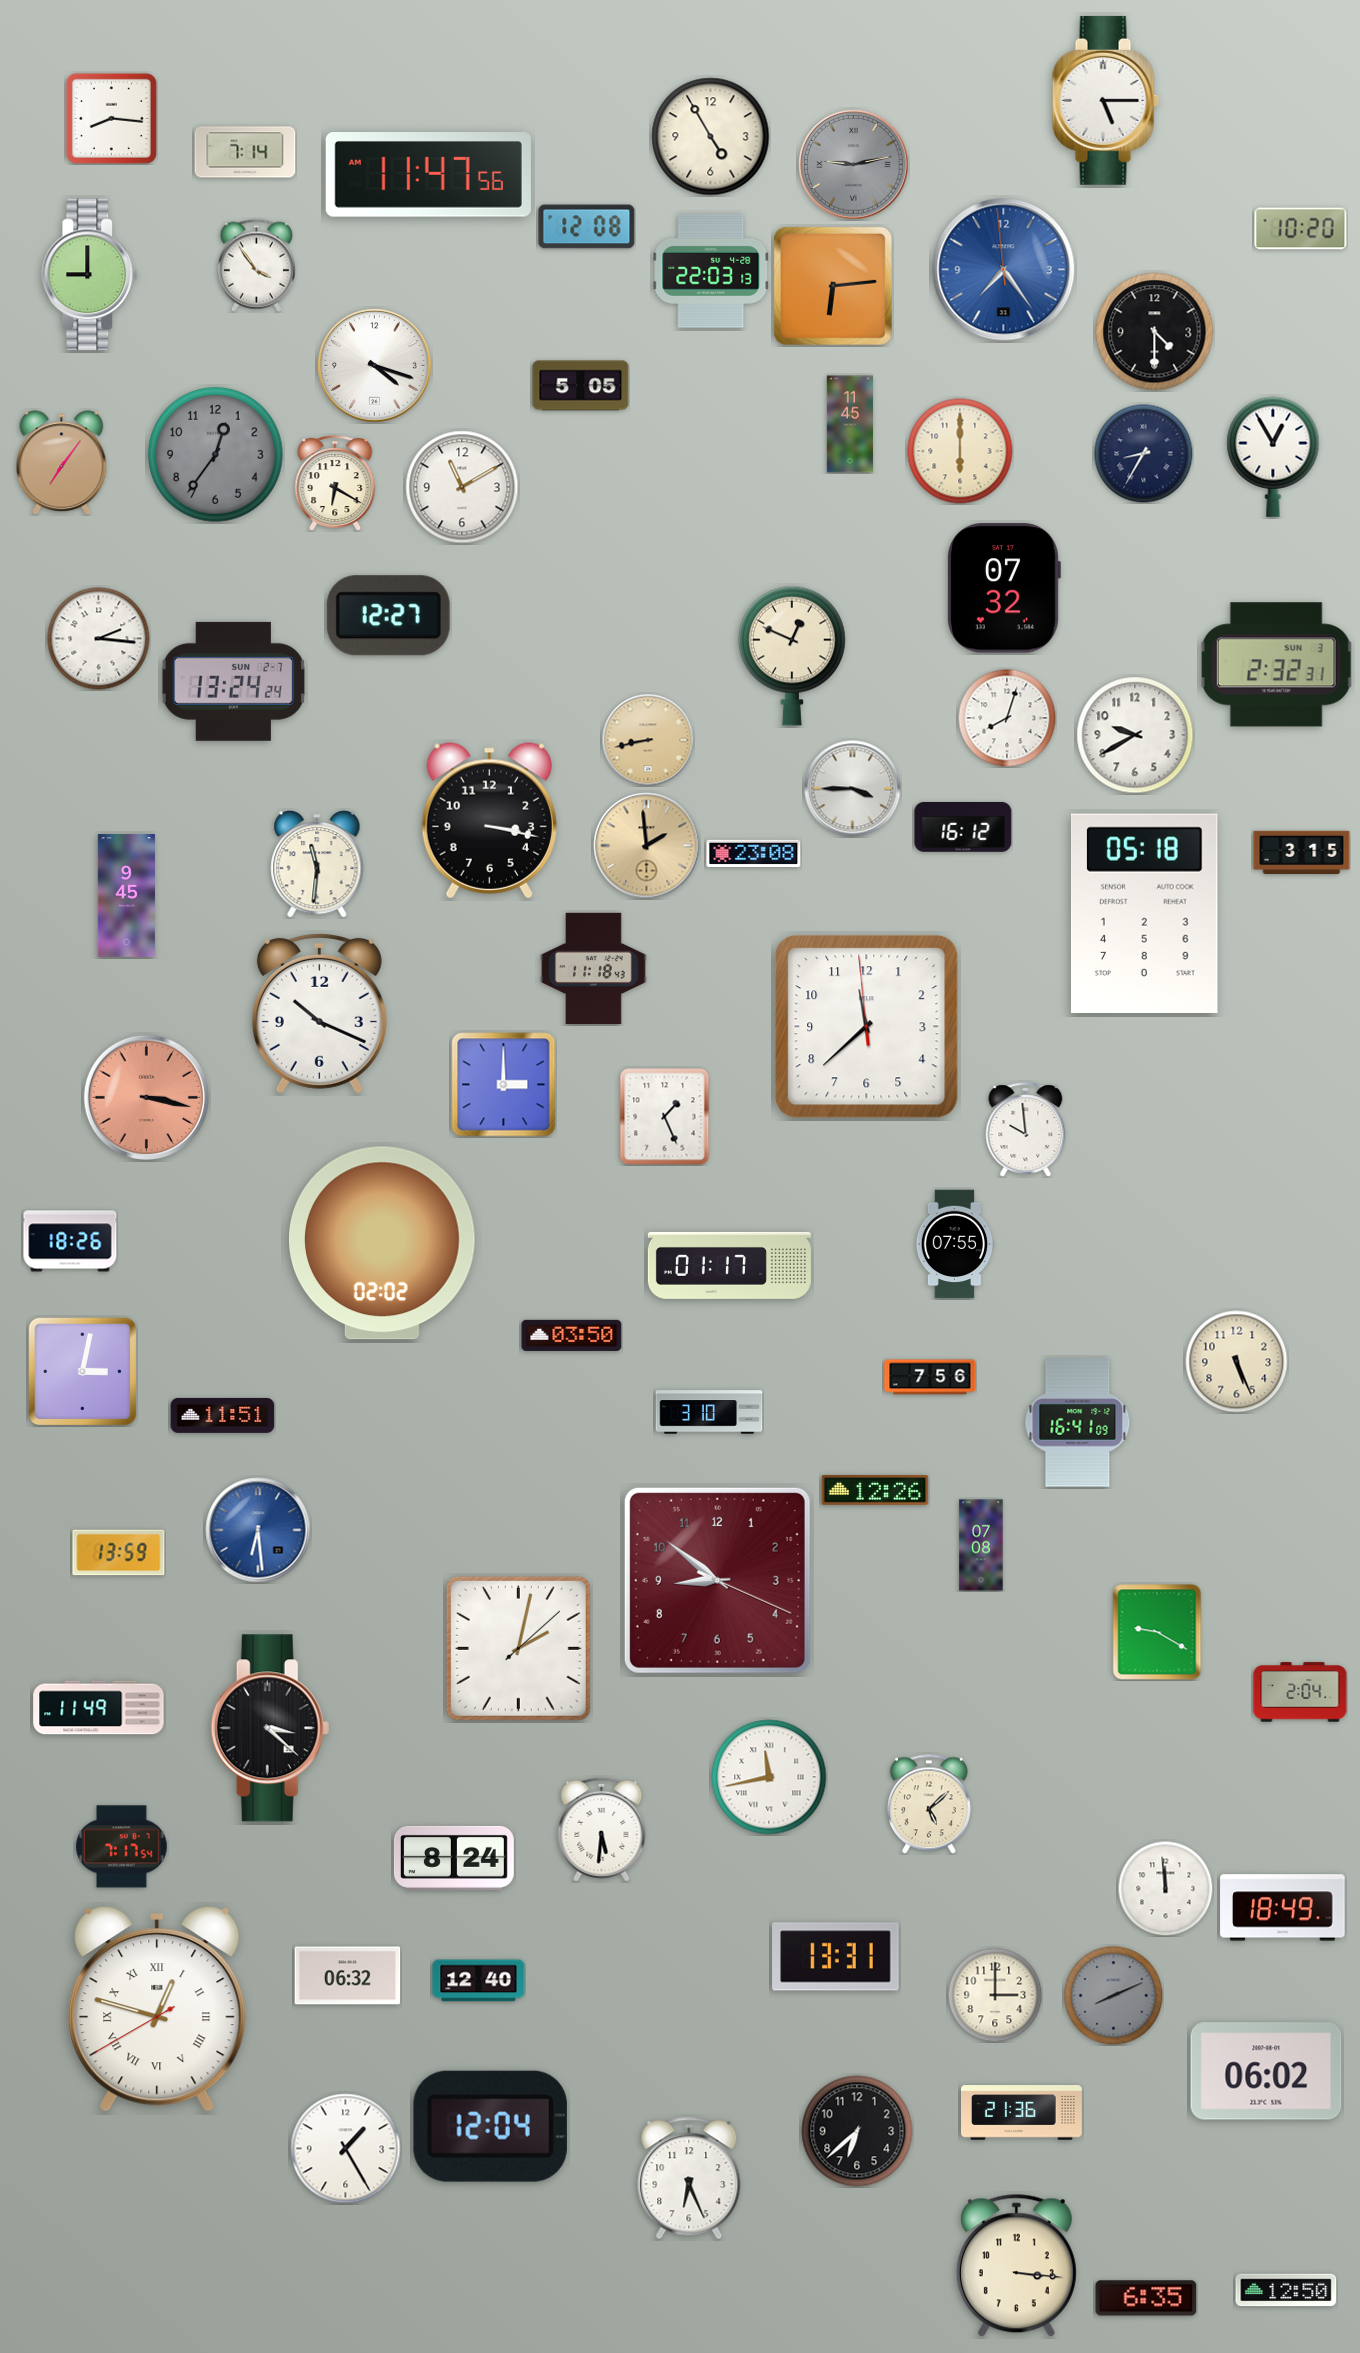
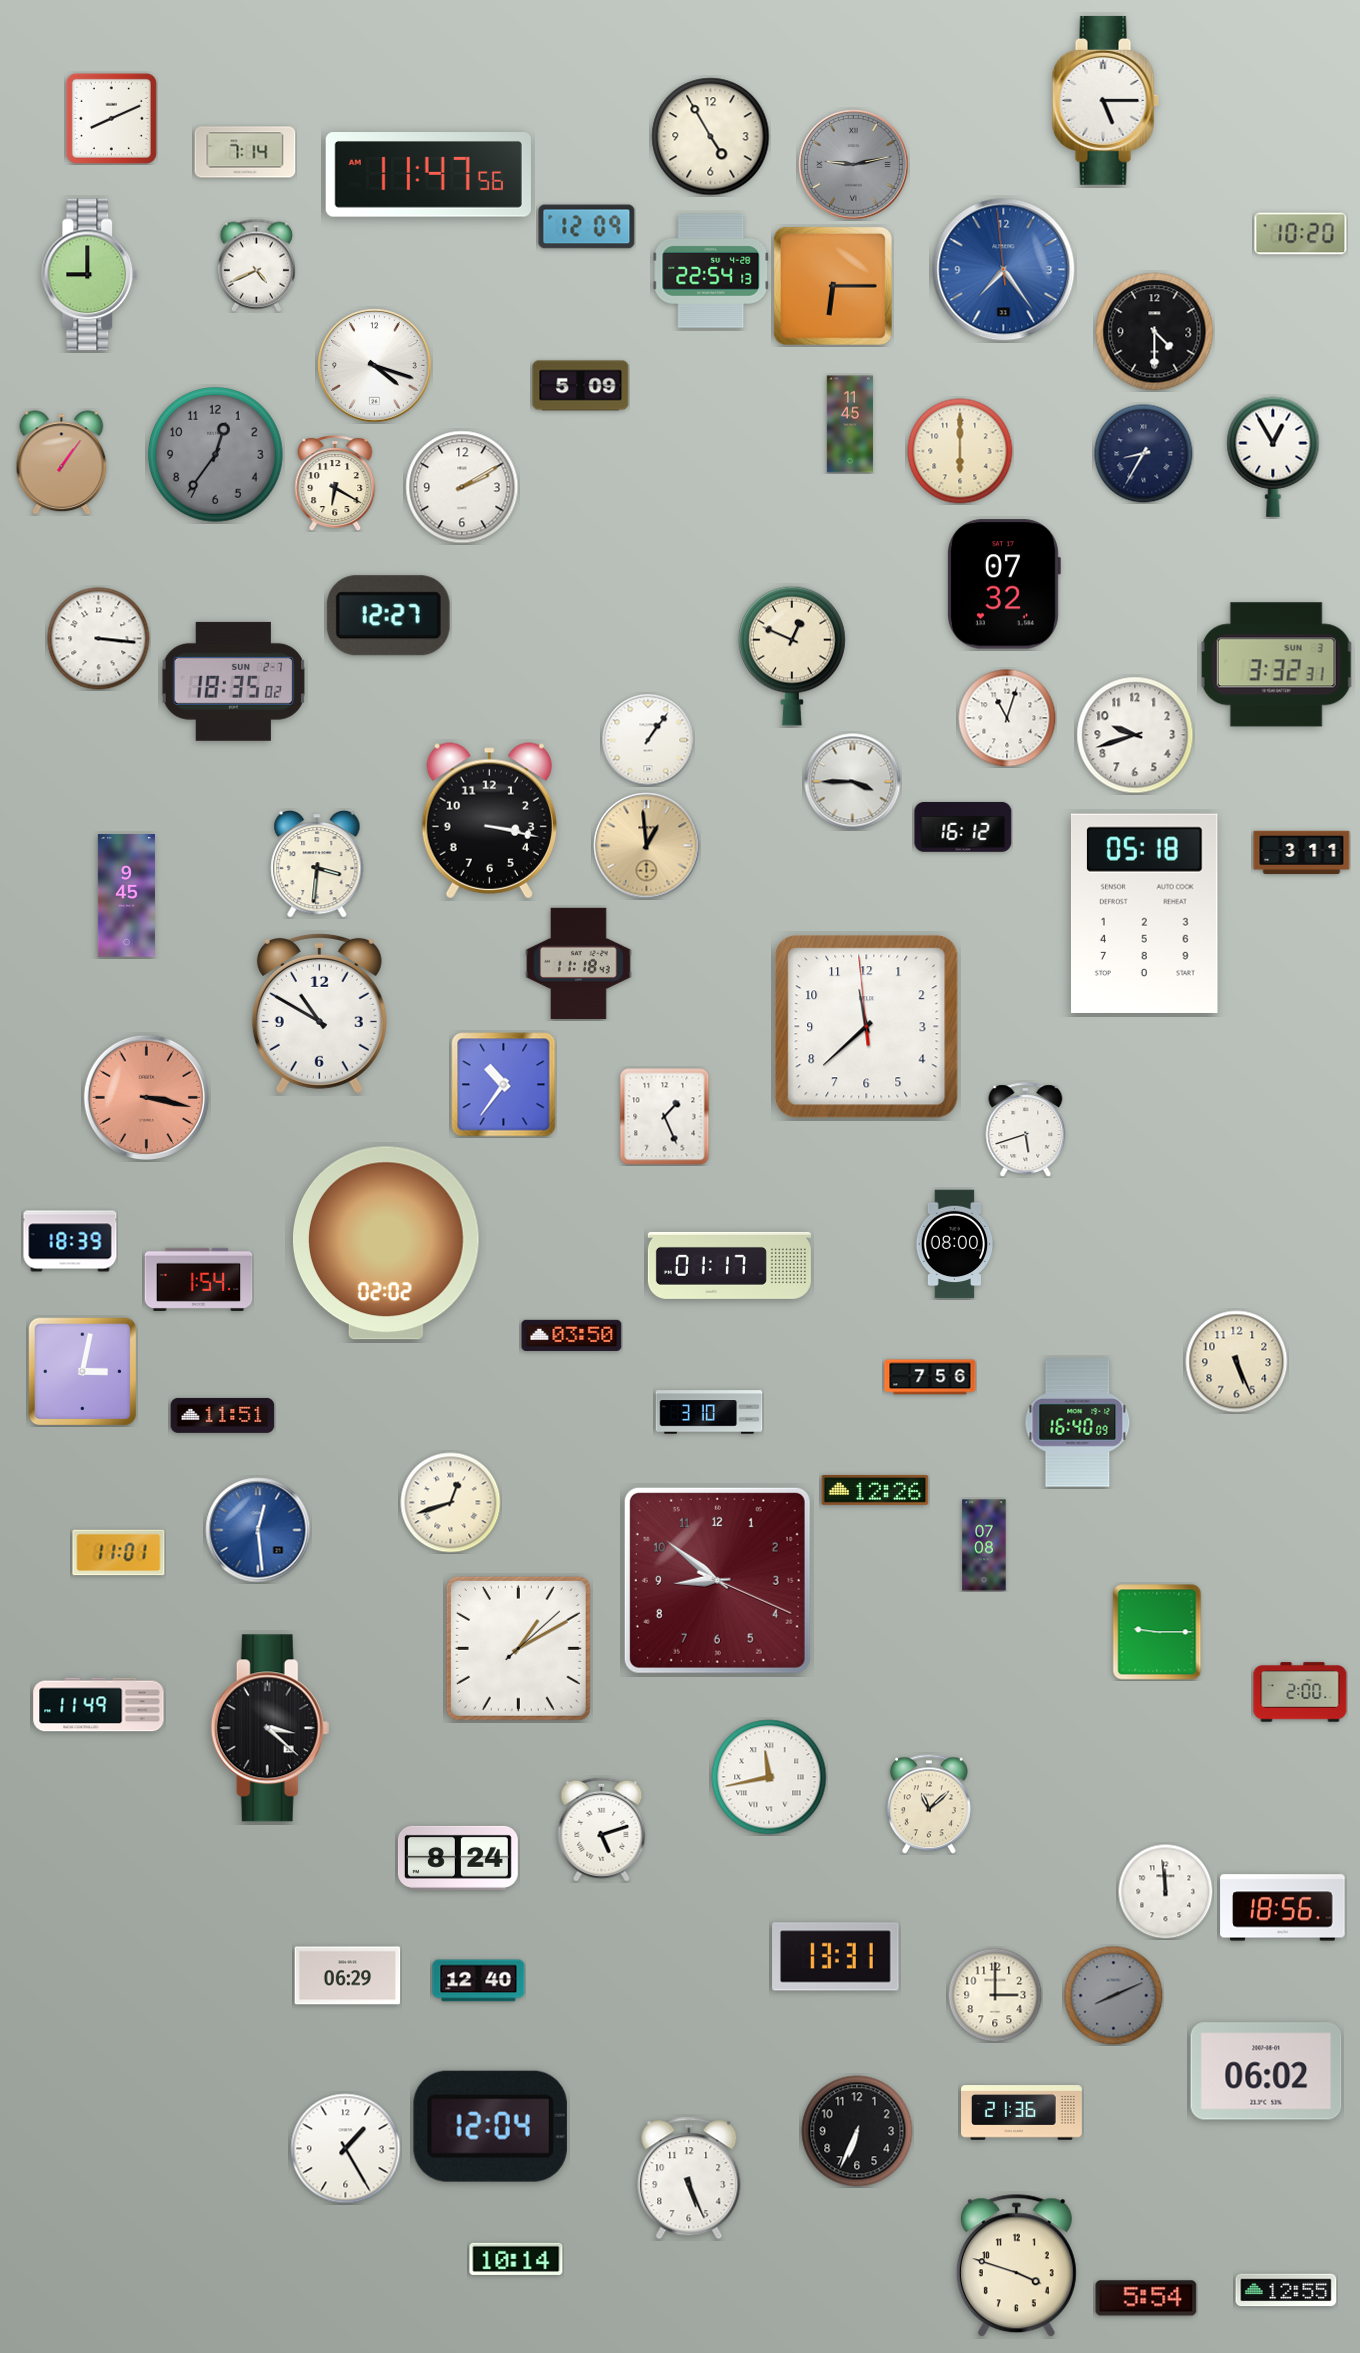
clock at (111, 118): 8:16 -> 8:11
clock at (587, 227): 12:08 -> 12:09
clock at (1301, 229) position: (1301, 229) -> (1301, 234)
clock at (256, 265): 3:54 -> 4:41
clock at (711, 271): 22:03 -> 22:54
clock at (833, 286): 6:14 -> 6:15
clock at (581, 386): 5:05 -> 5:09
clock at (62, 463): 7:06 -> 1:06
clock at (462, 487): 11:10 -> 2:10
clock at (1003, 588) position: (1003, 588) -> (1003, 584)
clock at (99, 639): 2:16 -> 3:16
clock at (1276, 665): 2:32 -> 3:32
clock at (233, 681): 13:24 -> 18:35
clock at (1007, 718): 8:03 -> 11:03
clock at (1135, 735): 9:40 -> 9:42
clock at (648, 740): 8:43 -> 1:06
clock at (648, 740) dial: champagne -> white
clock at (853, 789) position: (853, 789) -> (853, 782)
clock at (647, 846): 1:59 -> 12:59
clock at (1302, 852): 3:15 -> 3:11
clock at (754, 854): 23:08 -> none
clock at (317, 865): 11:31 -> 3:31
clock at (594, 969) position: (594, 969) -> (579, 964)
clock at (319, 1013): 10:19 -> 10:50
clock at (504, 1085): 3:00 -> 10:36
clock at (1026, 1130): 9:59 -> 5:42
clock at (70, 1241): 18:26 -> 18:39
clock at (382, 1243) position: (382, 1243) -> (386, 1243)
clock at (955, 1244): 07:55 -> 08:00
clock at (199, 1279): none -> 1:54
clock at (1078, 1423): 16:41 -> 16:40
clock at (451, 1503): none -> 12:42
clock at (258, 1530): 6:29 -> 12:29
clock at (981, 1545) position: (981, 1545) -> (984, 1545)
clock at (119, 1553): 13:59 -> 11:01
clock at (1157, 1632): 9:20 -> 9:15
clock at (518, 1648): 2:02 -> 1:10
clock at (1300, 1692): 2:04 -> 2:00
clock at (99, 1708) position: (99, 1708) -> (99, 1705)
clock at (929, 1804): 5:08 -> 11:08
clock at (602, 1829): 5:31 -> 5:12
clock at (122, 1847): 7:17 -> none
clock at (454, 1858) position: (454, 1858) -> (458, 1858)
clock at (1165, 1888) position: (1165, 1888) -> (1165, 1891)
clock at (1283, 1908): 18:49 -> 18:56
clock at (348, 1976): 06:32 -> 06:29
clock at (157, 2009): 12:47 -> none
clock at (857, 2131): 6:38 -> 6:34
clock at (689, 2178): 6:26 -> 5:26
clock at (516, 2259): none -> 10:14
clock at (1016, 2266): 3:16 -> 3:48
clock at (1286, 2290): 12:50 -> 12:55
clock at (1146, 2298): 6:35 -> 5:54
